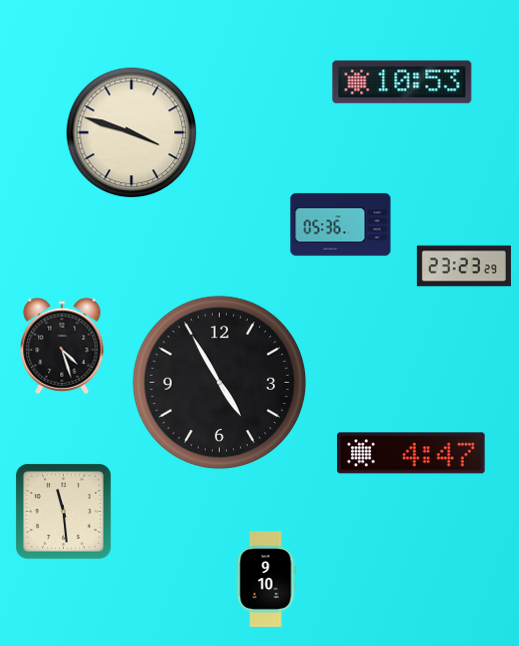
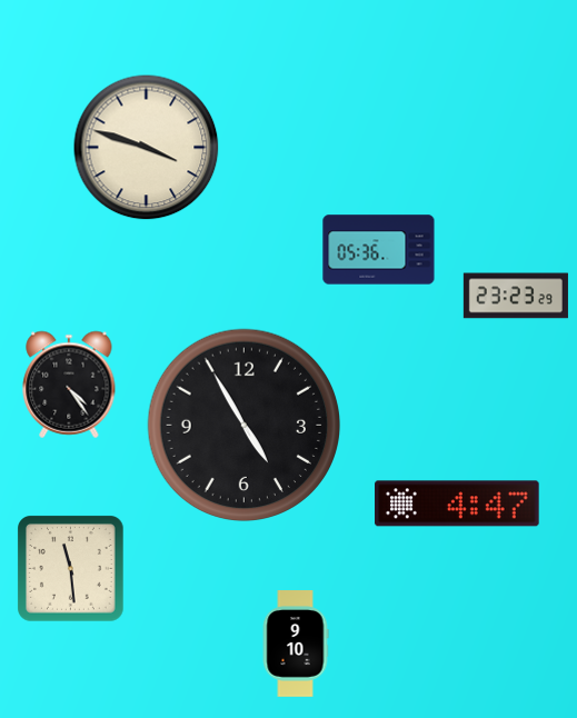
clock at (402, 82): 10:53 -> none
clock at (62, 346): 4:27 -> 4:24
